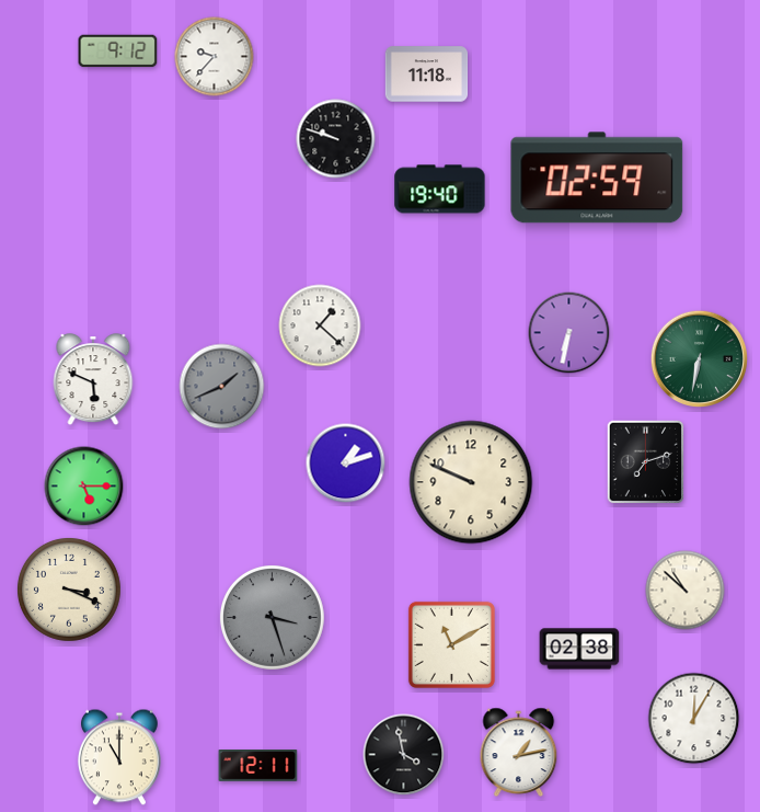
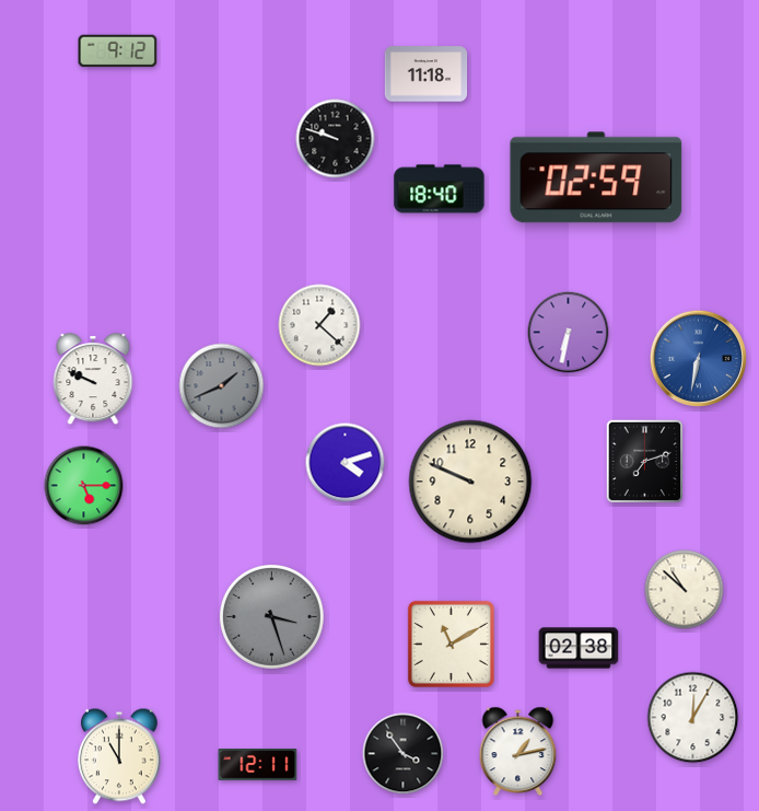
clock at (215, 57): 9:37 -> none
clock at (440, 190): 19:40 -> 18:40
clock at (699, 358) dial: green -> blue
clock at (93, 380): 5:49 -> 9:49
clock at (346, 464): 1:12 -> 4:12
clock at (69, 590): 3:19 -> none
clock at (404, 755): 3:58 -> 3:54
